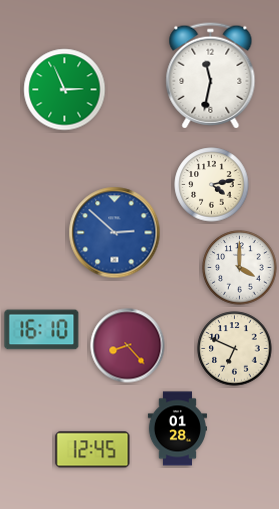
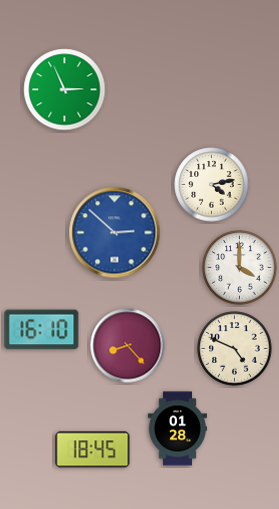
clock at (211, 76): 11:32 -> none
clock at (235, 349): 6:49 -> 4:49
clock at (93, 450): 12:45 -> 18:45
